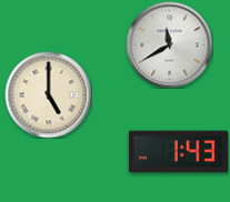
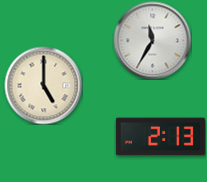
clock at (169, 44): 11:40 -> 11:35
clock at (178, 152): 1:43 -> 2:13
